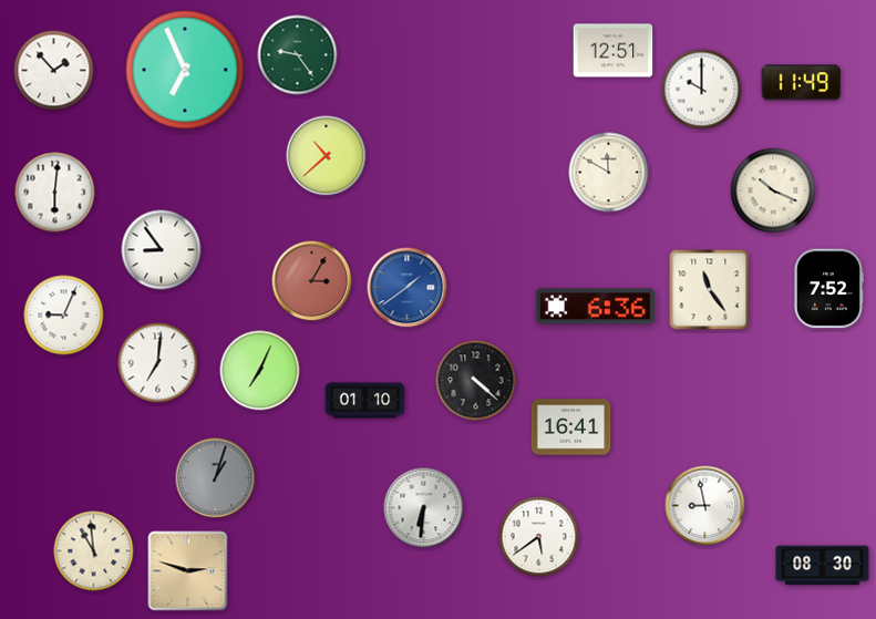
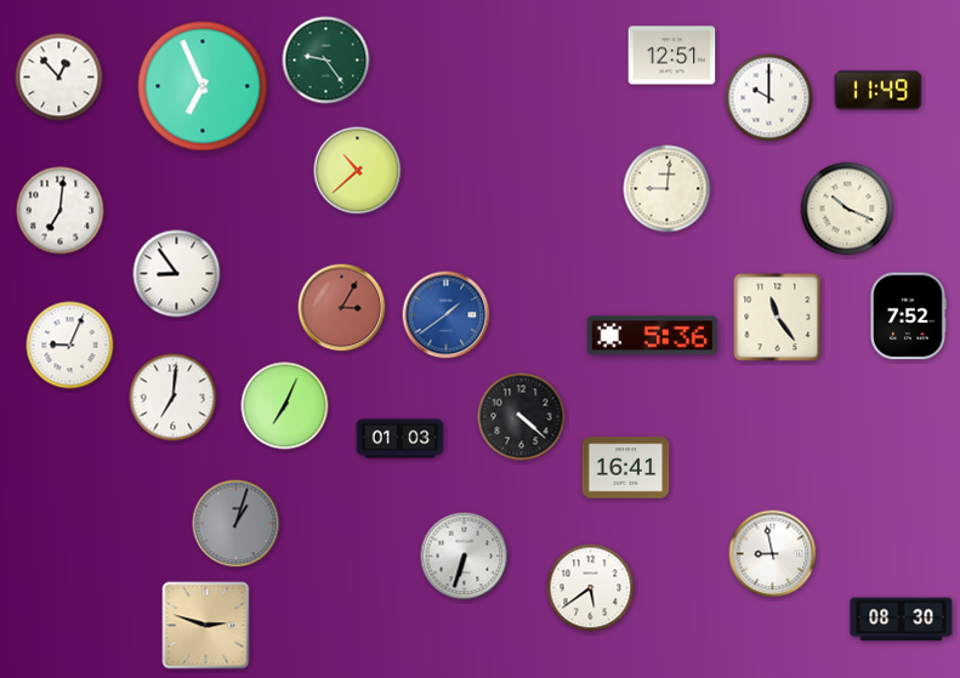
clock at (185, 70) position: (185, 70) -> (203, 86)
clock at (54, 71): 1:53 -> 12:53
clock at (609, 173): 11:50 -> 9:01
clock at (55, 193): 6:01 -> 7:01
clock at (595, 307): 6:36 -> 5:36
clock at (365, 401): 01:10 -> 01:03
clock at (424, 508): 6:31 -> 6:33
clock at (94, 551): 10:59 -> none
